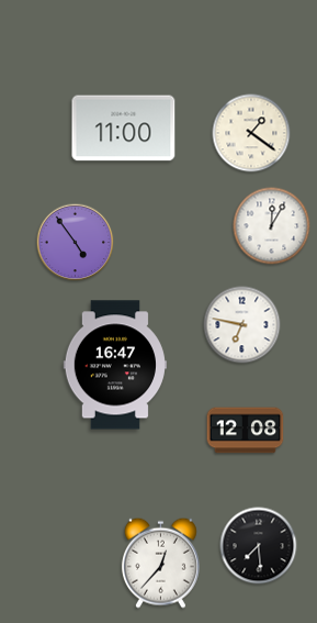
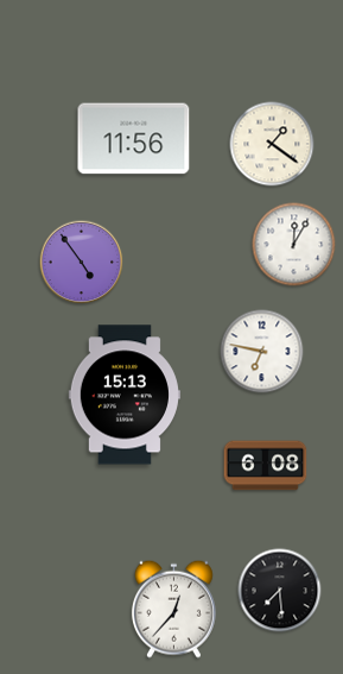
clock at (124, 129): 11:00 -> 11:56
clock at (114, 365): 16:47 -> 15:13
clock at (246, 431): 12:08 -> 6:08
